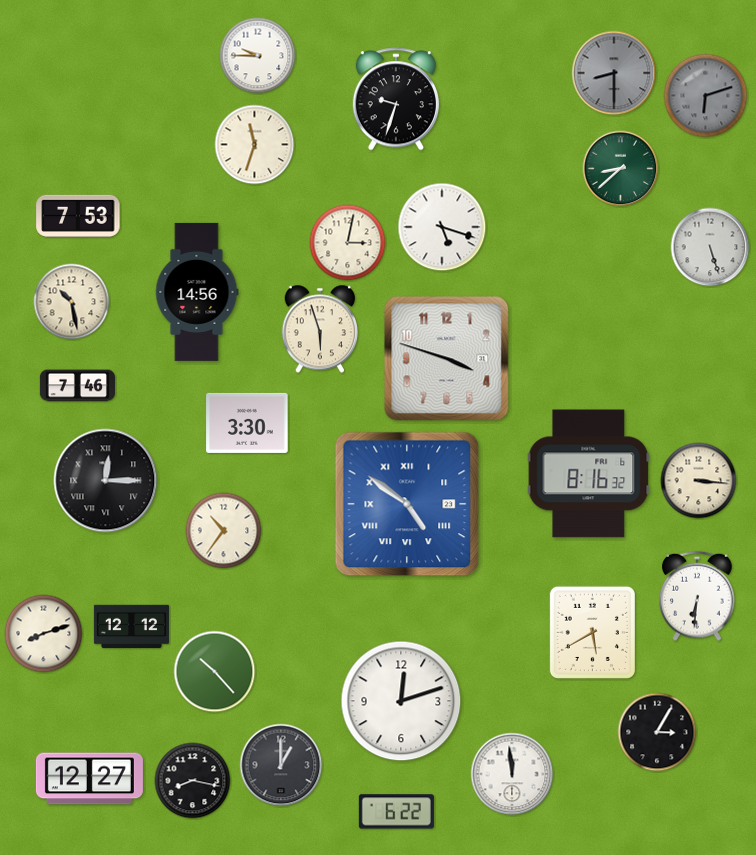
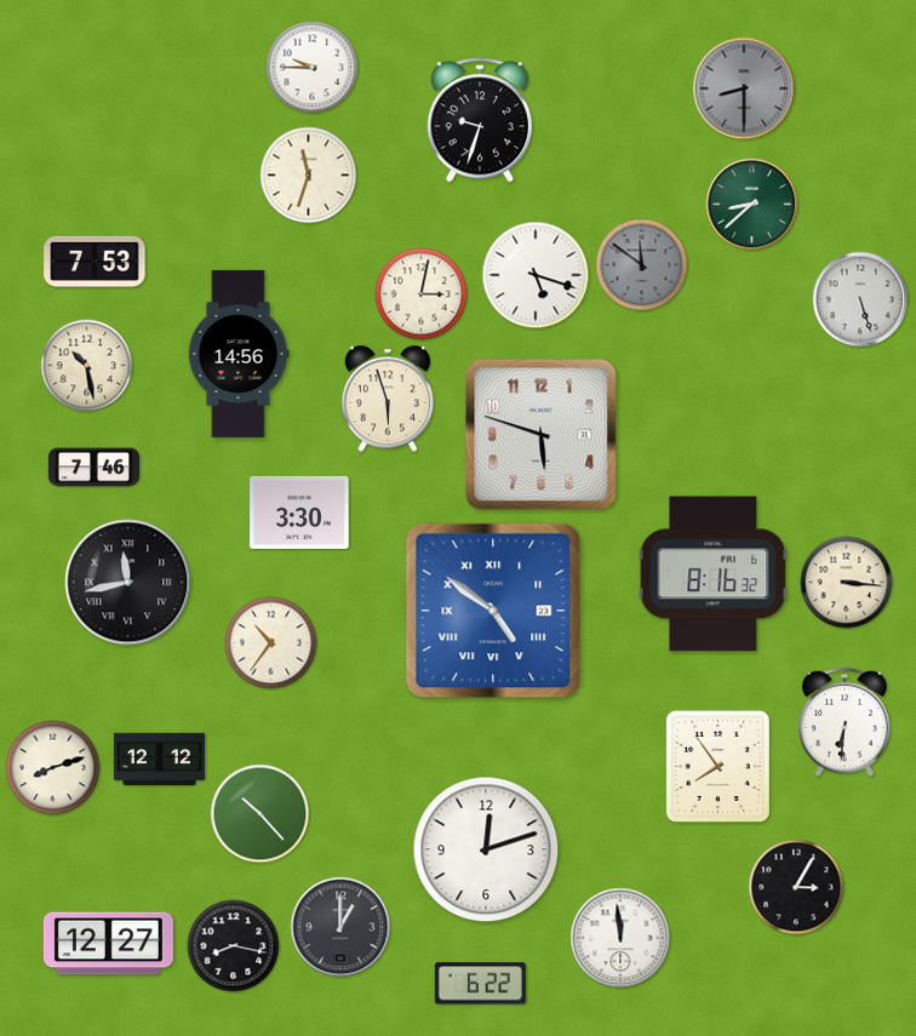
clock at (706, 96): 6:12 -> none
clock at (642, 265): none -> 11:51
clock at (447, 359): 3:48 -> 5:48
clock at (106, 481): 12:15 -> 11:43
clock at (592, 632): 5:40 -> 7:54
